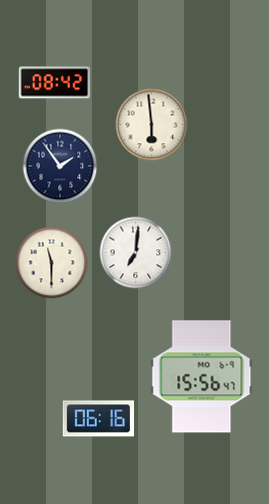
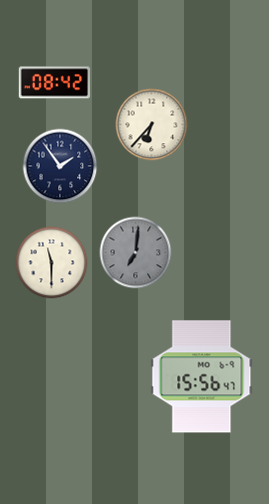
clock at (152, 125): 5:59 -> 6:37
clock at (136, 253) dial: white -> grey
clock at (99, 419): 06:16 -> none
